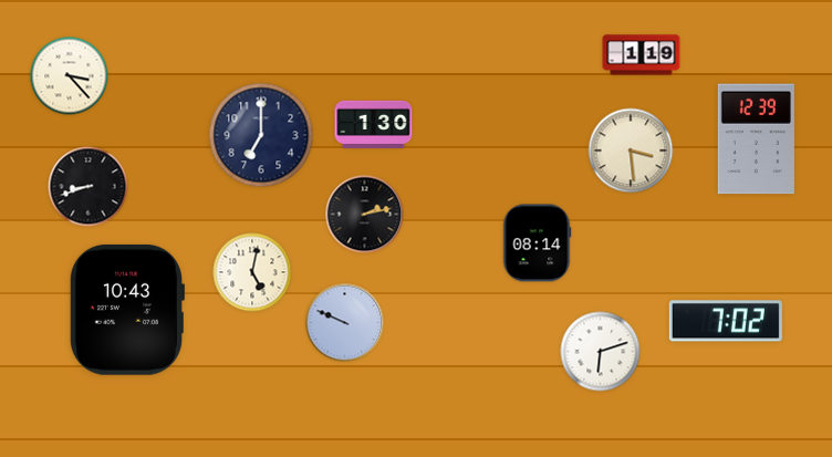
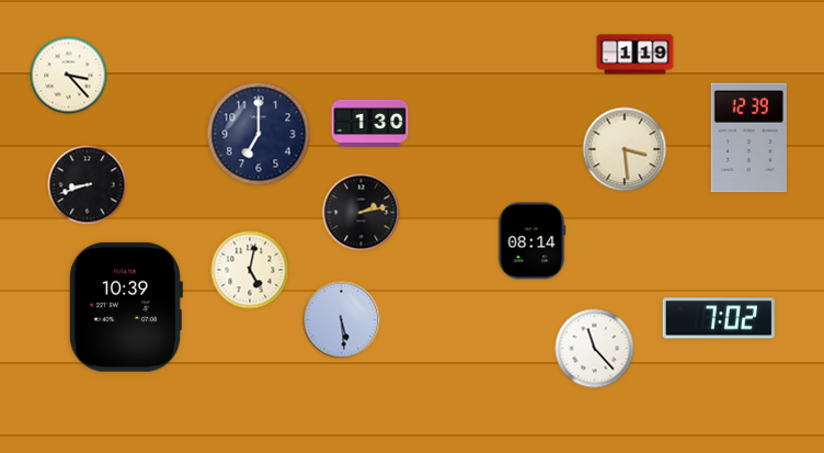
clock at (126, 310): 10:43 -> 10:39
clock at (345, 323): 9:49 -> 5:29
clock at (601, 352): 6:12 -> 11:23
